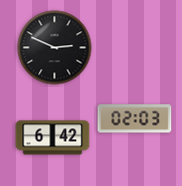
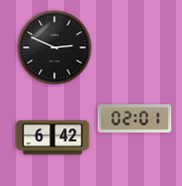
clock at (135, 119): 02:03 -> 02:01
